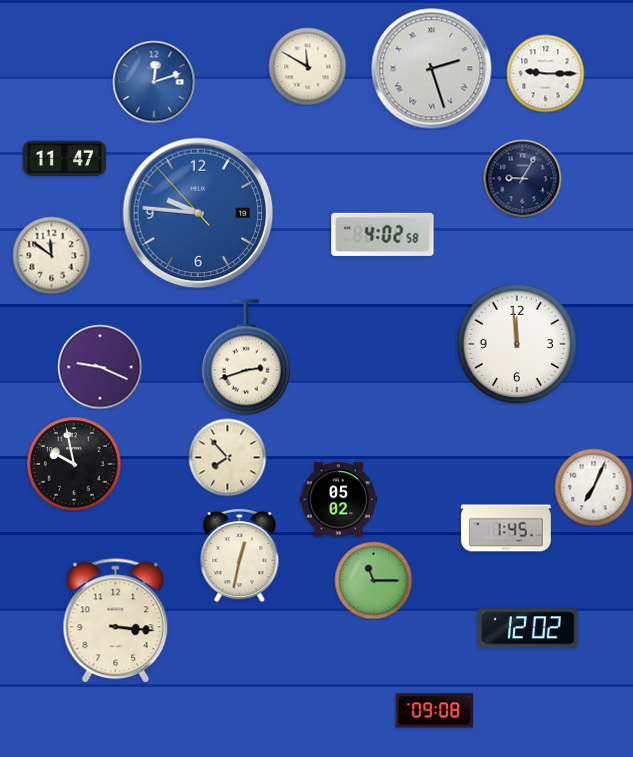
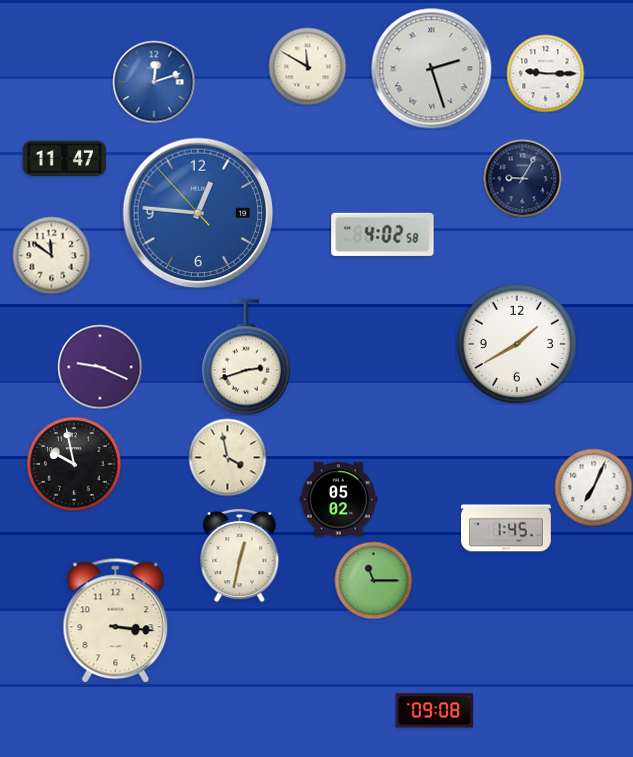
clock at (198, 213): 9:45 -> 12:45
clock at (516, 343): 11:59 -> 1:40
clock at (227, 457): 7:53 -> 3:58
clock at (528, 628): 12:02 -> none
